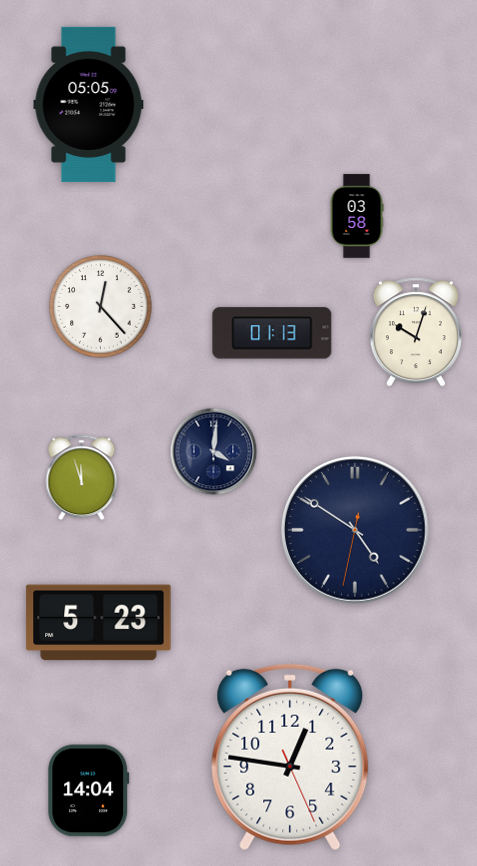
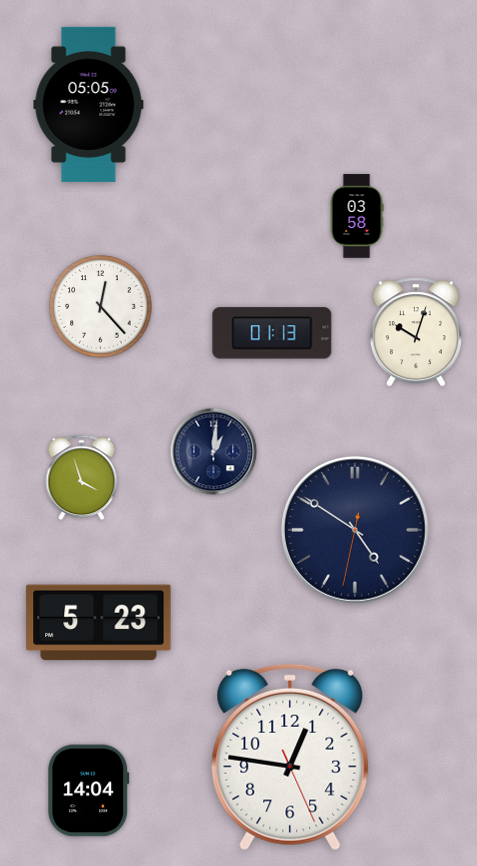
clock at (214, 452): 4:01 -> 1:01
clock at (82, 478): 11:57 -> 3:57
